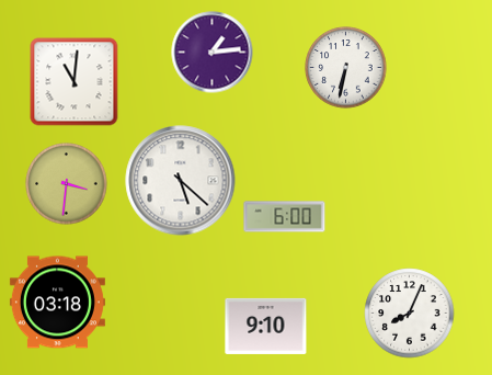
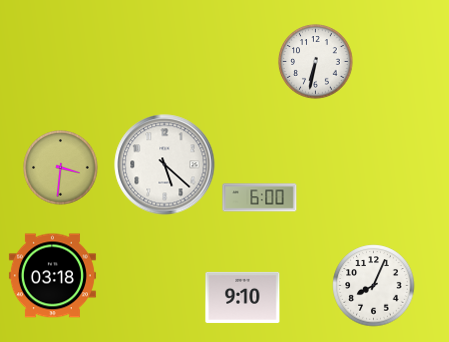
clock at (213, 53): 1:14 -> none
clock at (75, 82): 11:01 -> none
